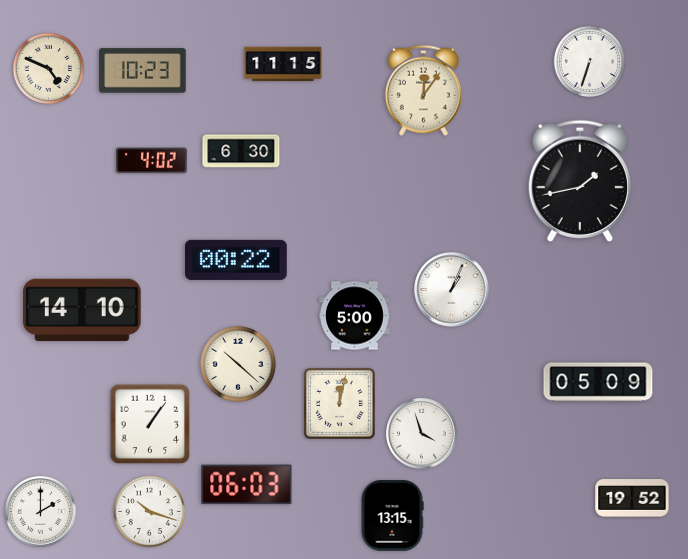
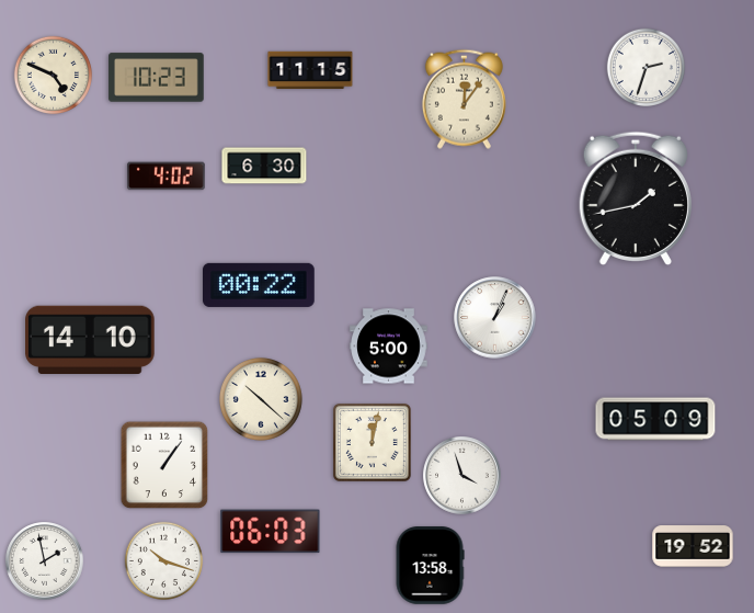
clock at (590, 62): 6:33 -> 2:33
clock at (41, 512): 2:00 -> 1:58
clock at (392, 516): 13:15 -> 13:58
